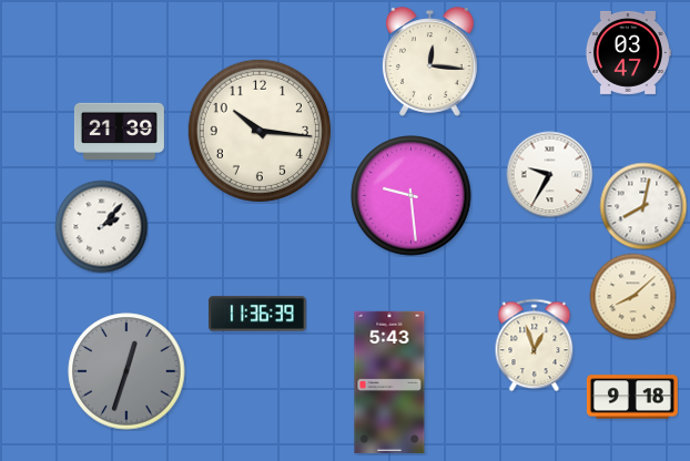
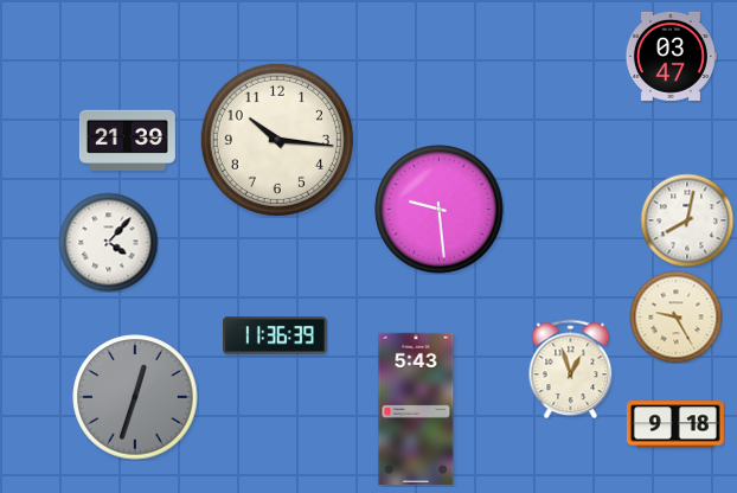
clock at (429, 62): 12:16 -> none
clock at (549, 174): 9:35 -> none
clock at (101, 226): 2:07 -> 4:07
clock at (632, 296): 8:08 -> 9:25
